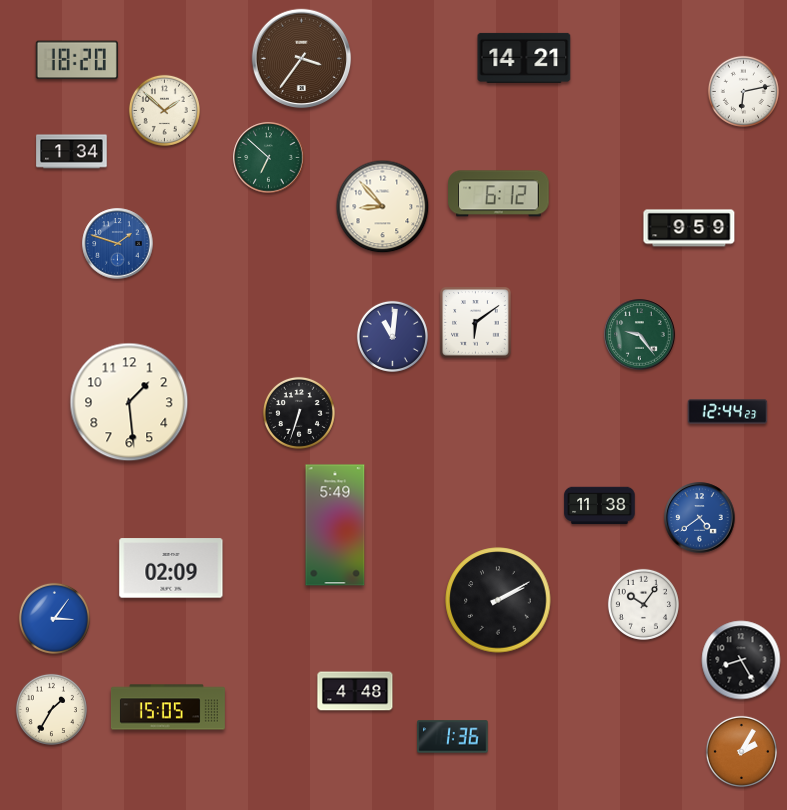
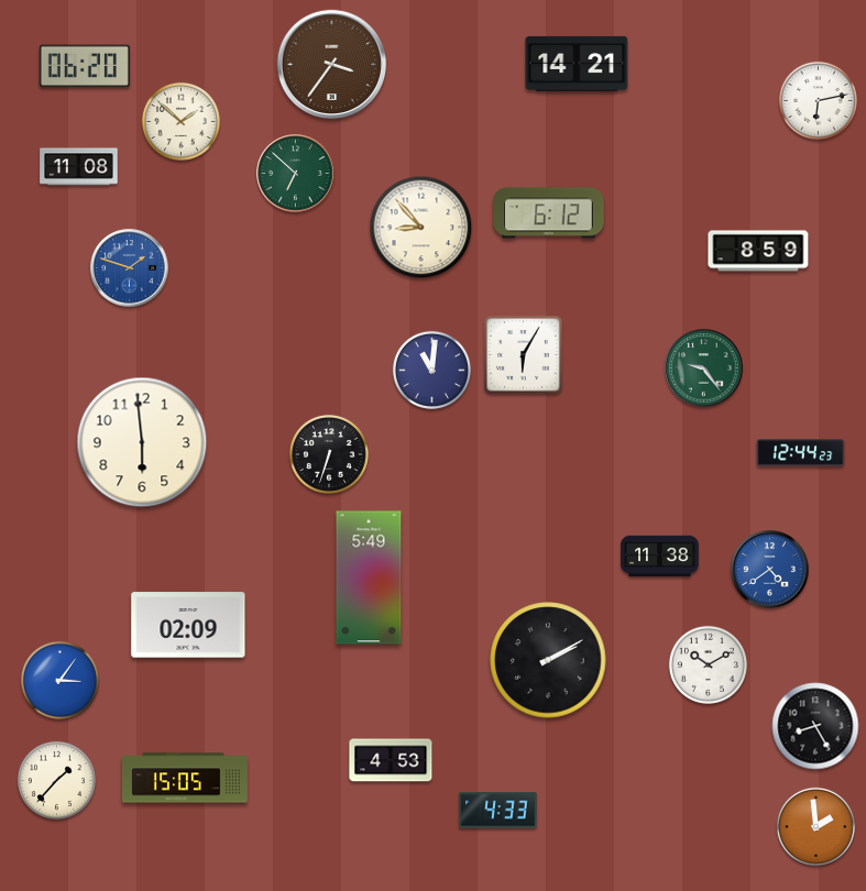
clock at (77, 60): 18:20 -> 06:20
clock at (72, 152): 1:34 -> 11:08
clock at (689, 228): 9:59 -> 8:59
clock at (476, 323): 6:09 -> 6:05
clock at (129, 402): 1:29 -> 5:59
clock at (643, 604): 10:06 -> 10:10
clock at (355, 691): 4:48 -> 4:53
clock at (51, 709): 1:35 -> 1:37
clock at (453, 737): 1:36 -> 4:33
clock at (741, 751): 2:05 -> 1:59
